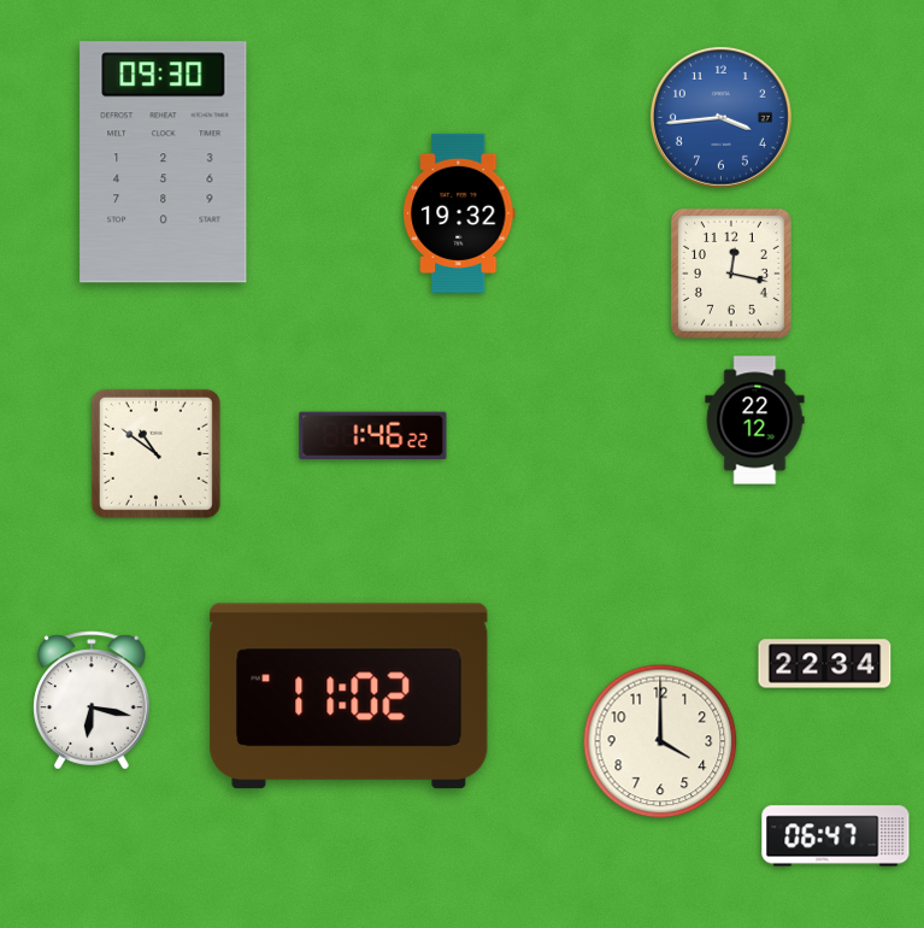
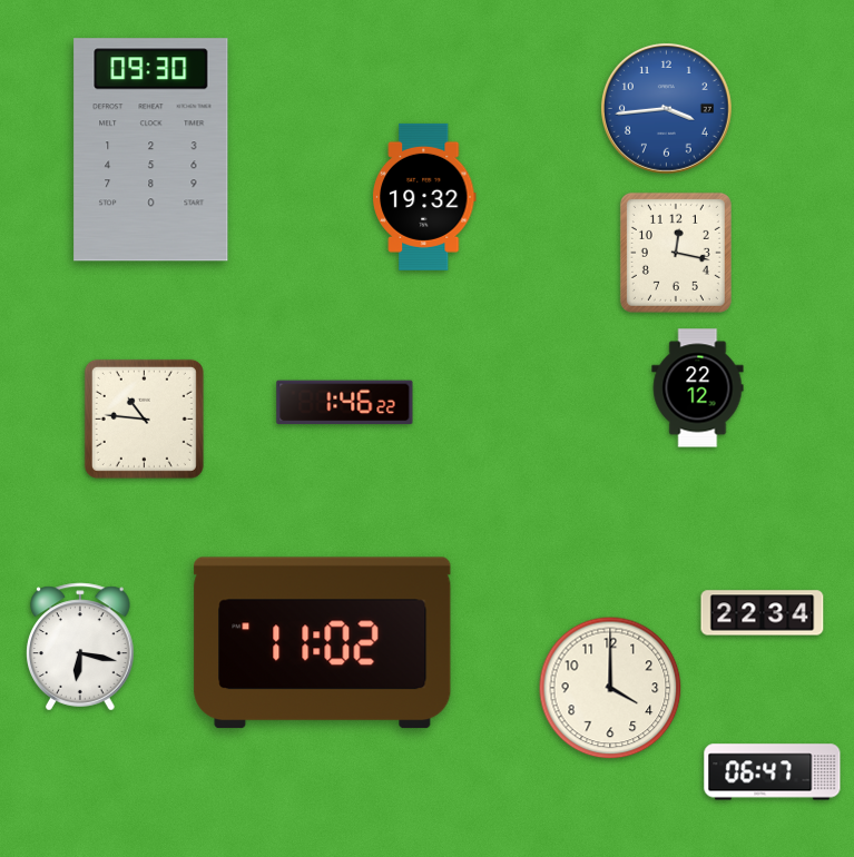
clock at (155, 453): 10:51 -> 10:46
clock at (92, 700) position: (92, 700) -> (80, 647)
clock at (660, 741) position: (660, 741) -> (610, 688)
